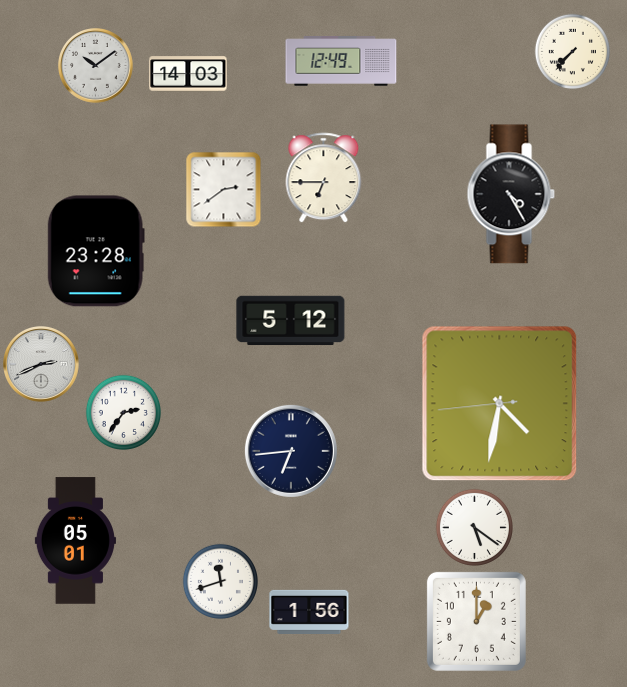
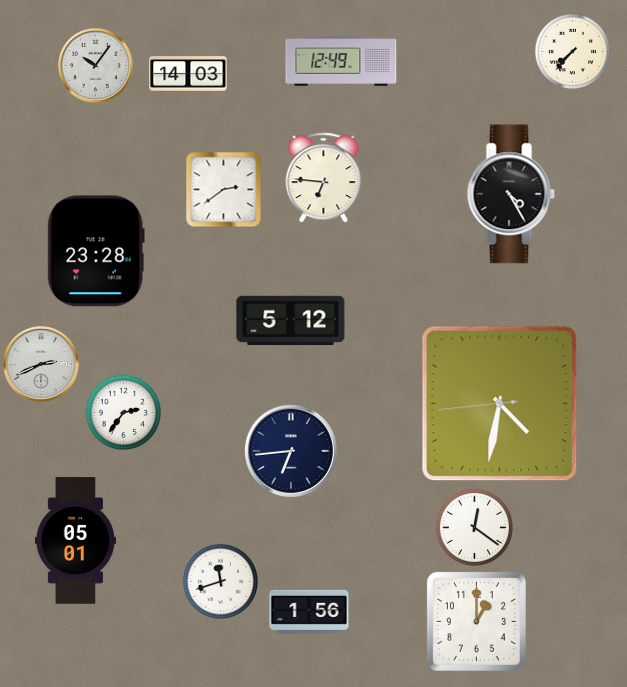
clock at (96, 66): 10:09 -> 10:06
clock at (324, 178): 6:45 -> 6:46
clock at (474, 527): 5:21 -> 12:21
